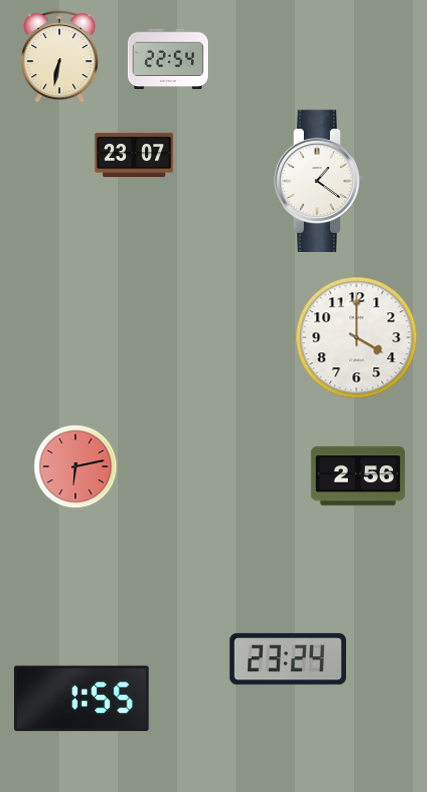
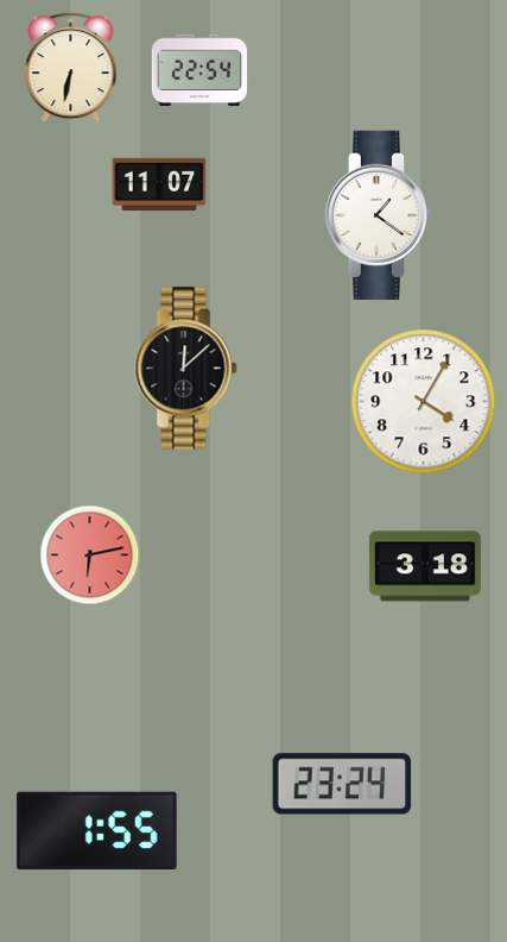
clock at (134, 155): 23:07 -> 11:07
clock at (186, 369): none -> 12:08
clock at (357, 338): 4:00 -> 4:05
clock at (358, 476): 2:56 -> 3:18
